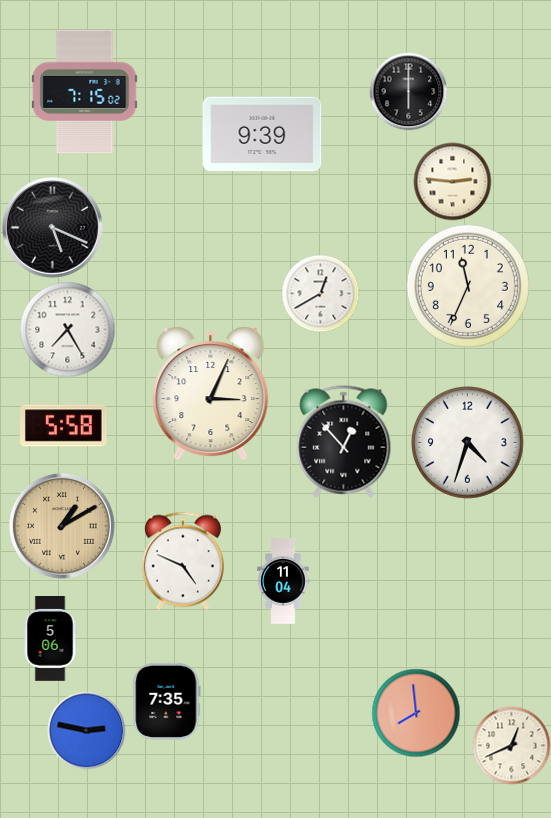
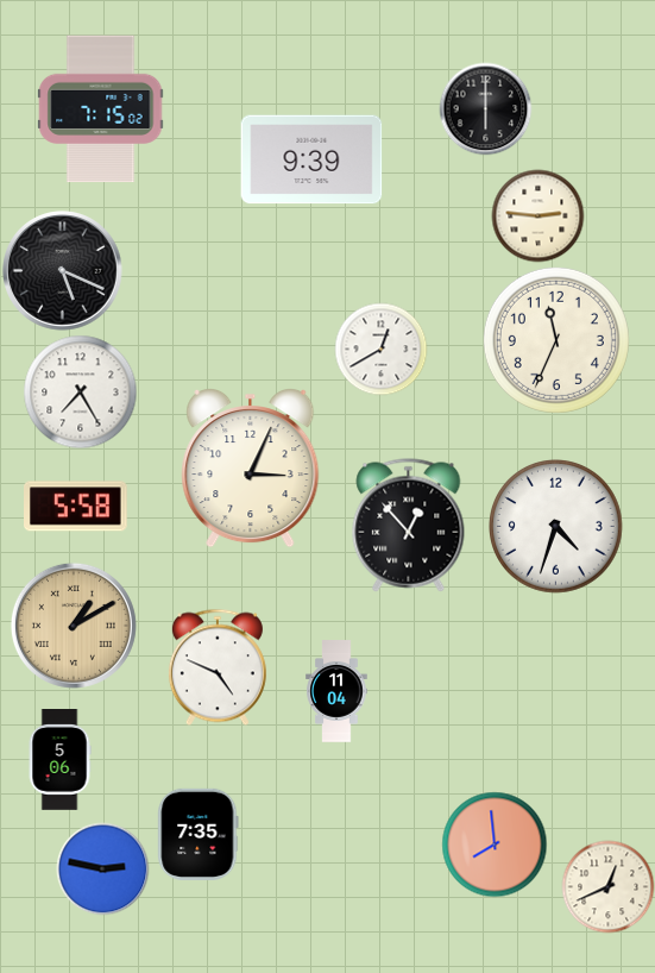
clock at (416, 713) position: (416, 713) -> (495, 845)
